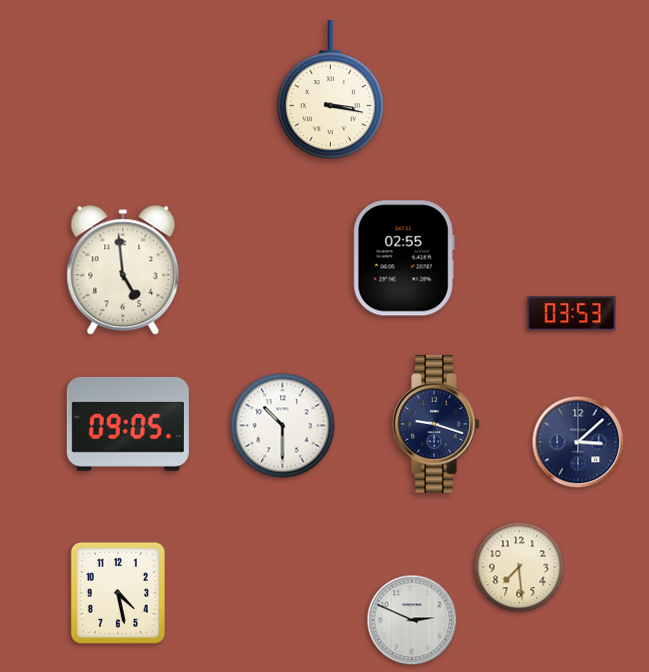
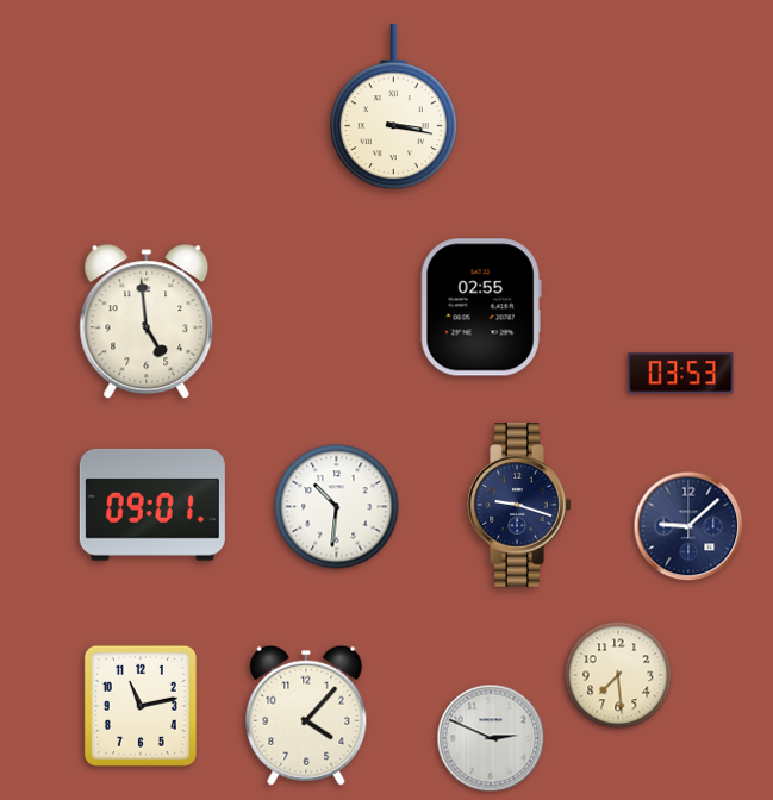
clock at (128, 424): 09:05 -> 09:01
clock at (283, 426): 10:30 -> 10:31
clock at (578, 442): 3:08 -> 9:08
clock at (118, 593): 4:28 -> 11:13
clock at (306, 715): none -> 4:07
